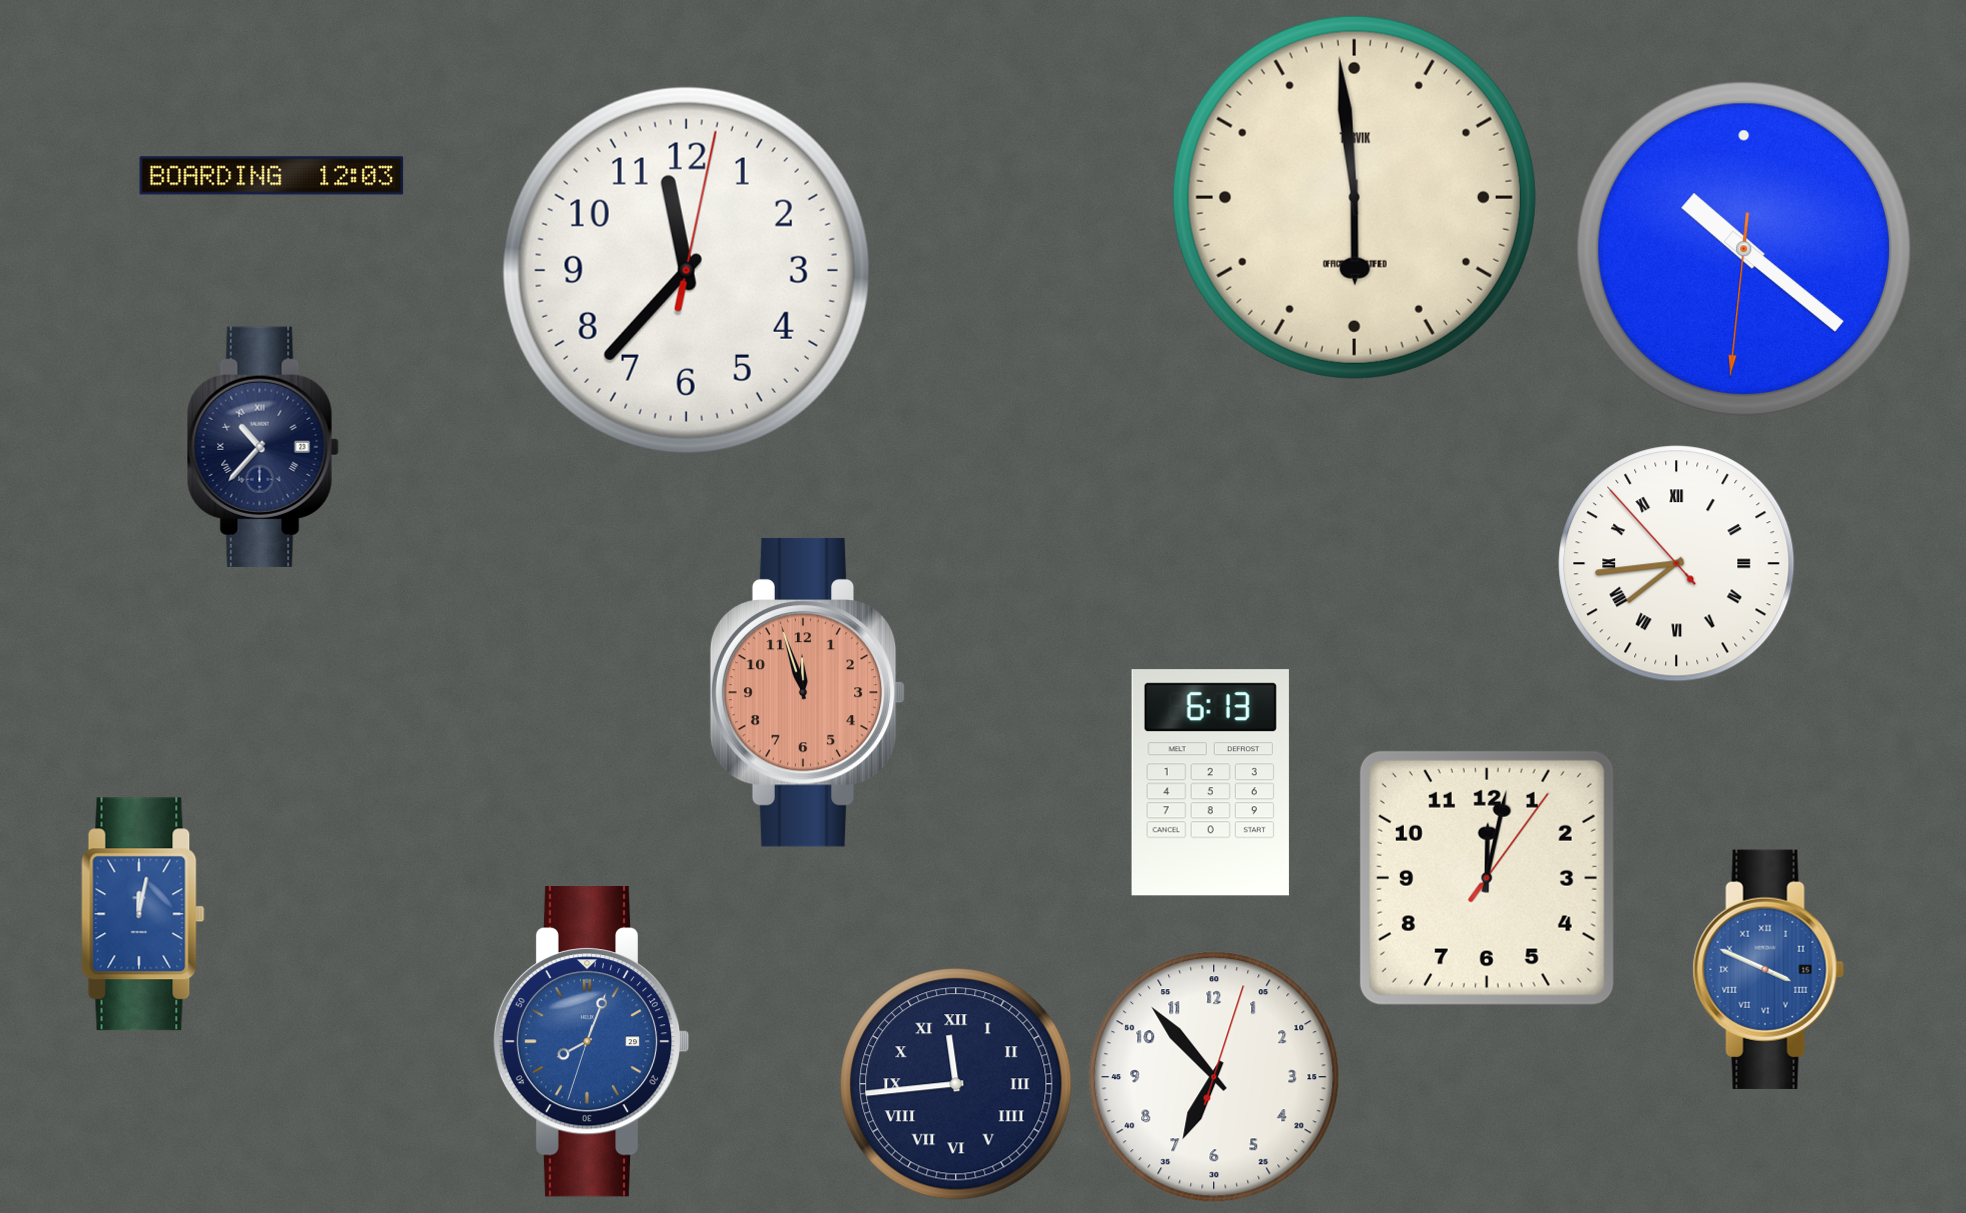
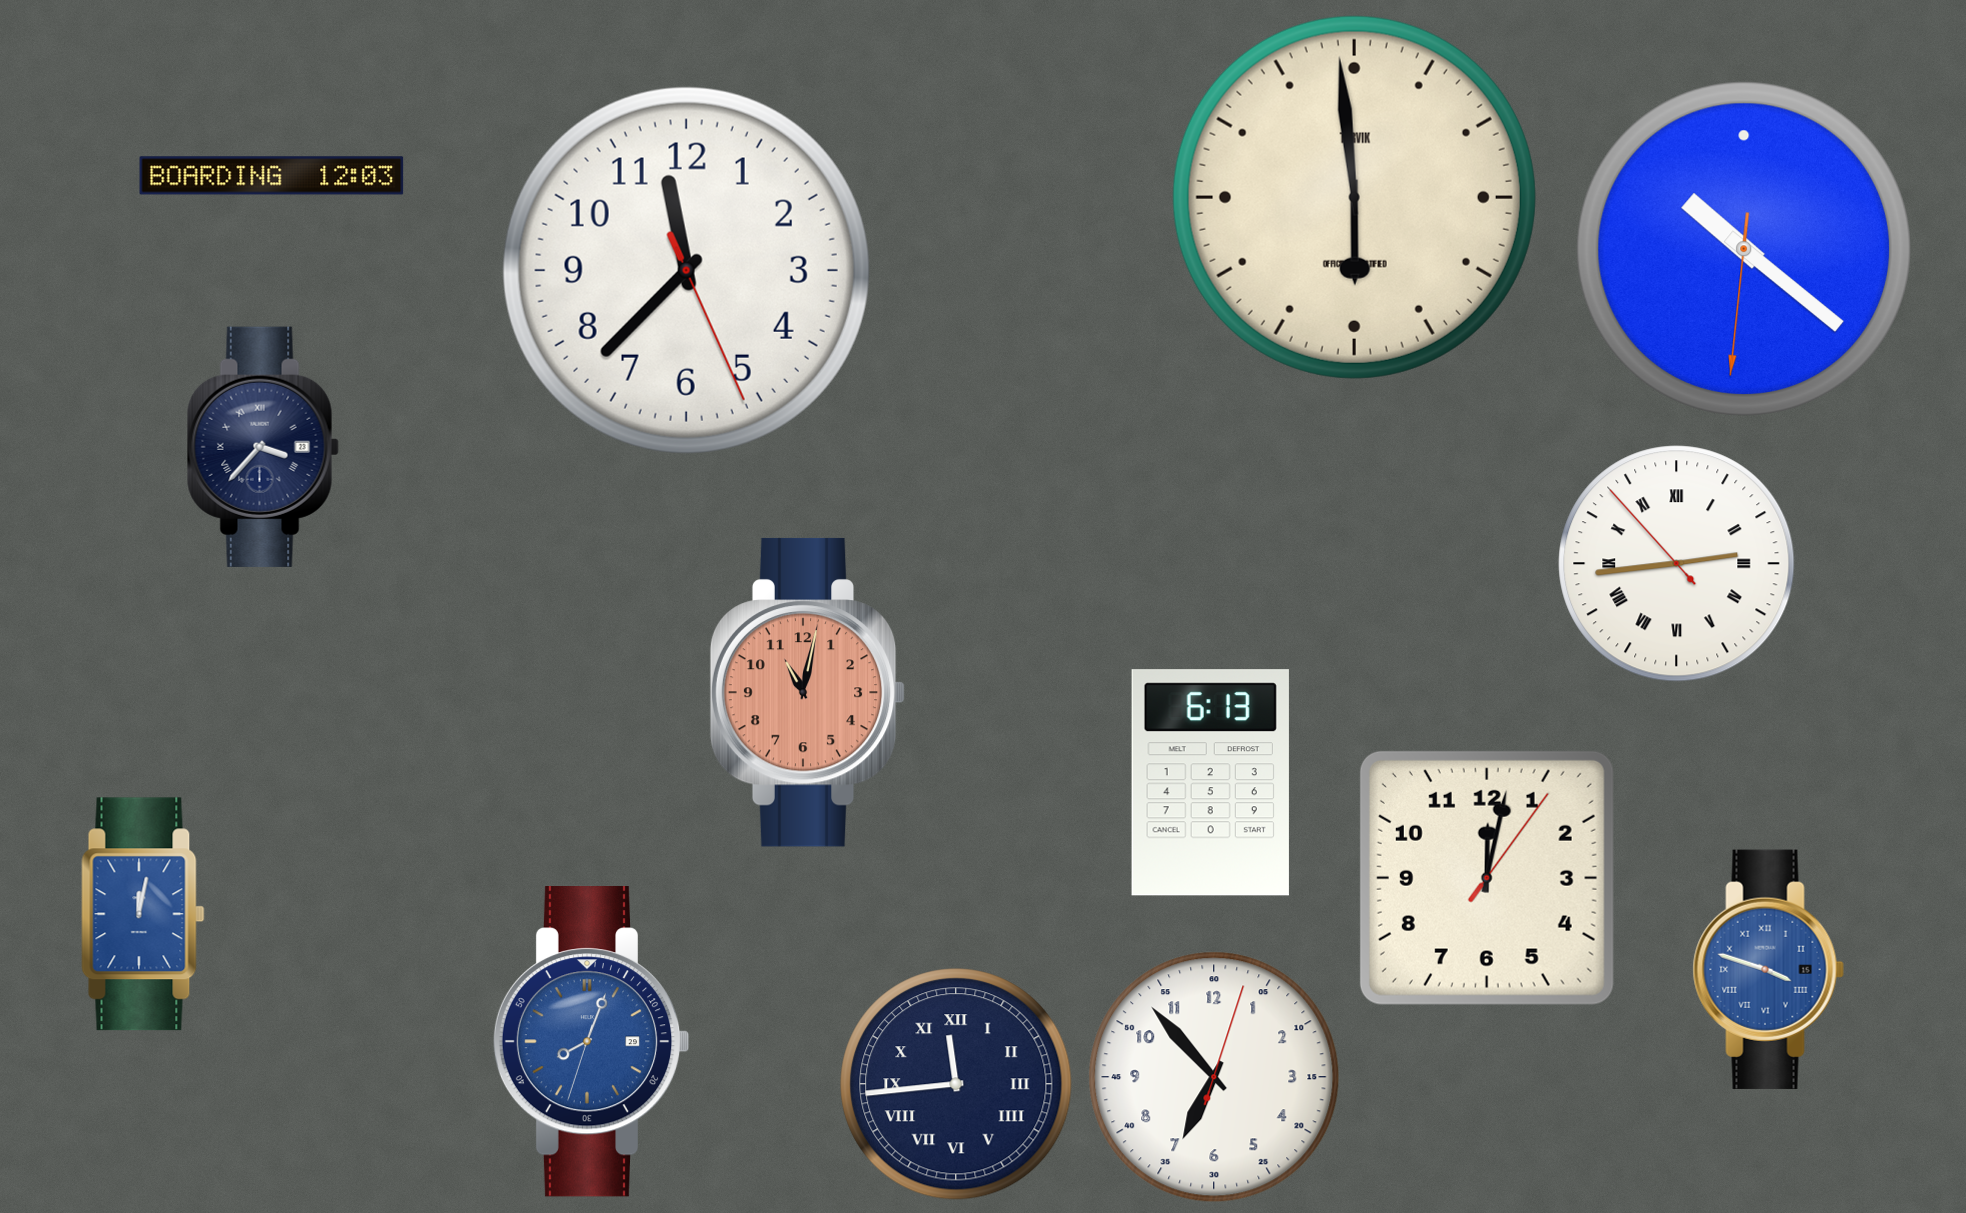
clock at (686, 270): 11:37:02 -> 11:37:26
clock at (263, 447): 10:37 -> 3:37
clock at (1677, 564): 7:43 -> 2:43
clock at (808, 692): 11:57 -> 11:02
clock at (1768, 969): 3:49 -> 3:48
